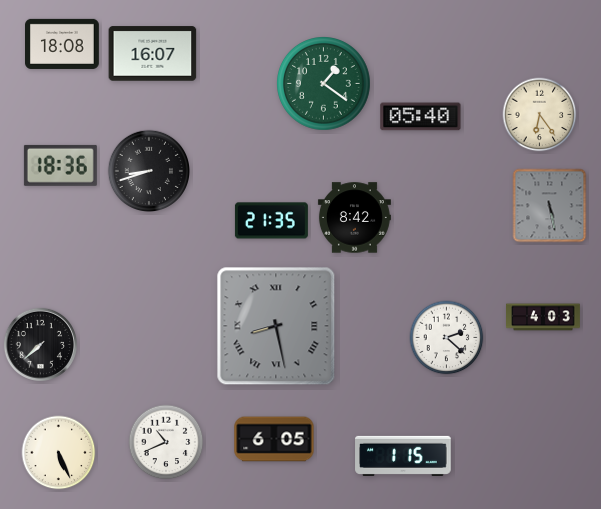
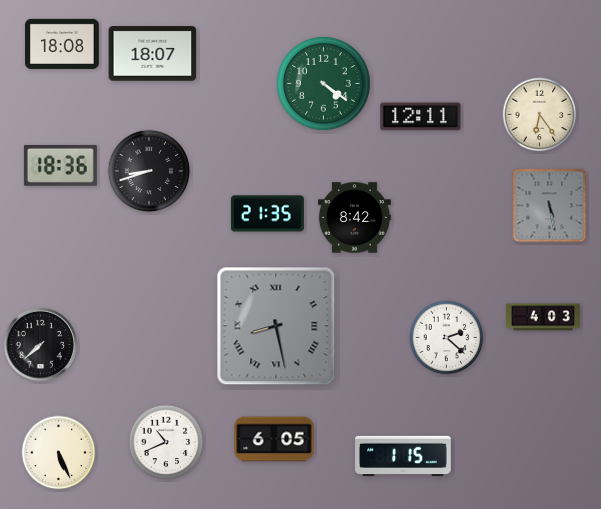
clock at (153, 54): 16:07 -> 18:07
clock at (324, 84): 1:21 -> 4:21
clock at (421, 117): 05:40 -> 12:11
clock at (271, 221) position: (271, 221) -> (267, 214)
